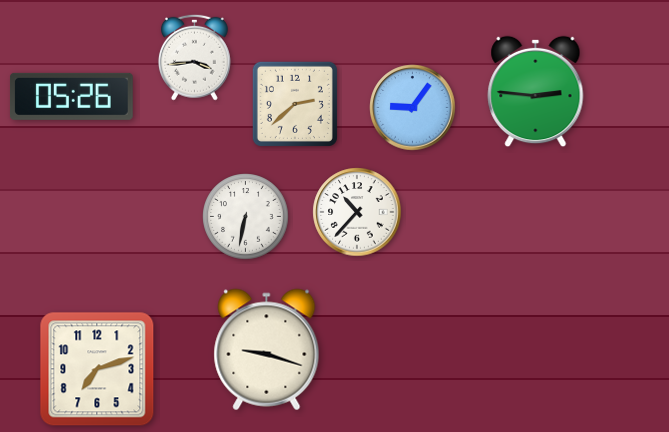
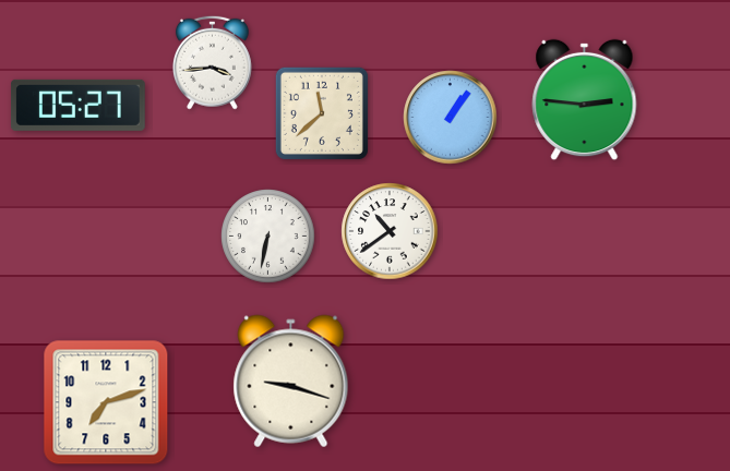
clock at (71, 96): 05:26 -> 05:27
clock at (295, 104): 2:38 -> 11:38
clock at (413, 108): 9:06 -> 1:06
clock at (357, 212): 10:37 -> 10:39
